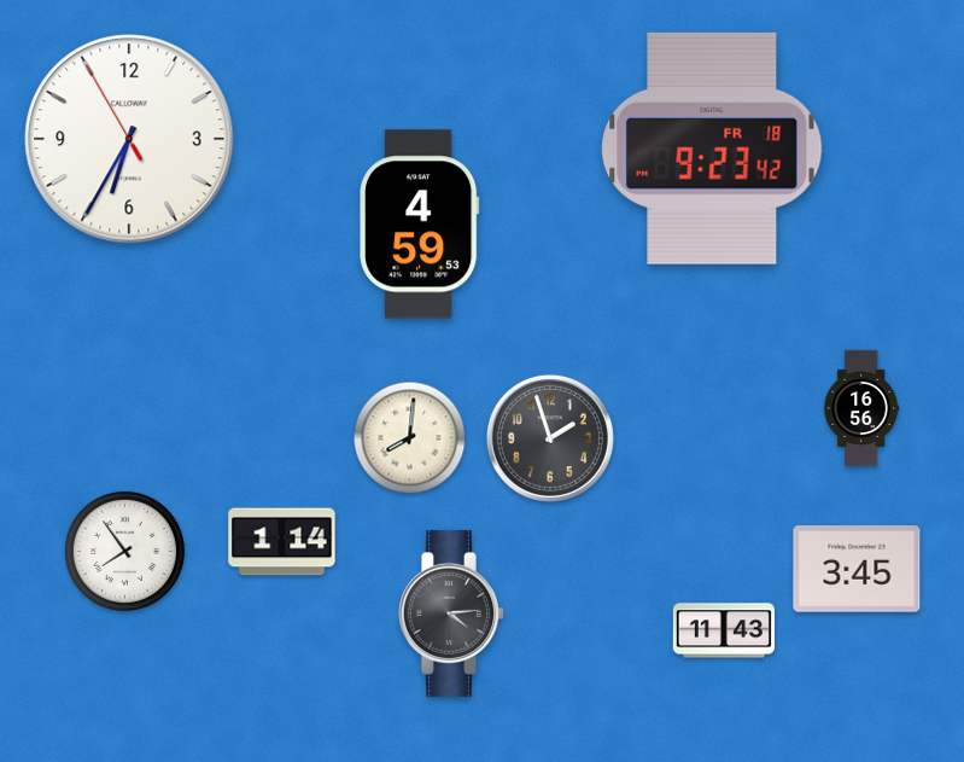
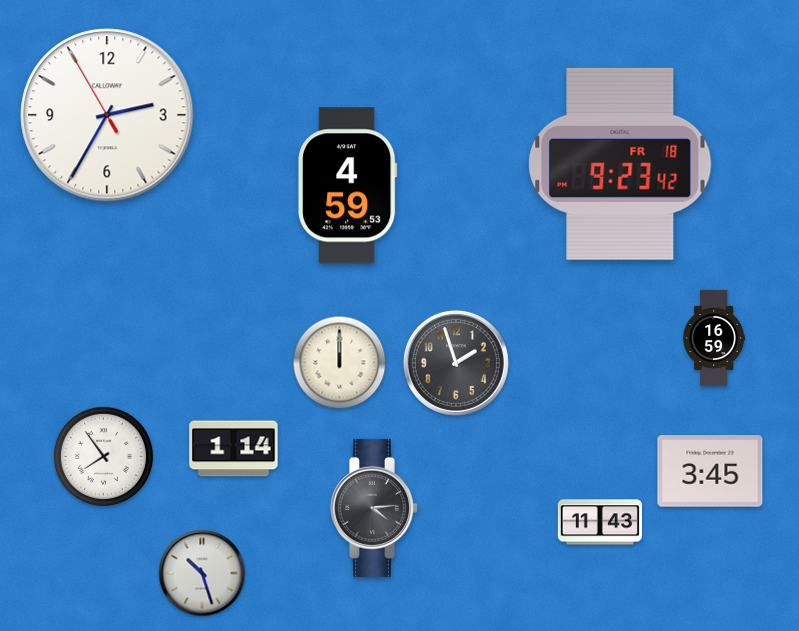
clock at (129, 139): 6:34 -> 2:34
clock at (712, 149) position: (712, 149) -> (620, 164)
clock at (861, 408): 16:56 -> 16:59
clock at (410, 438): 8:01 -> 12:00
clock at (202, 573): none -> 10:27
